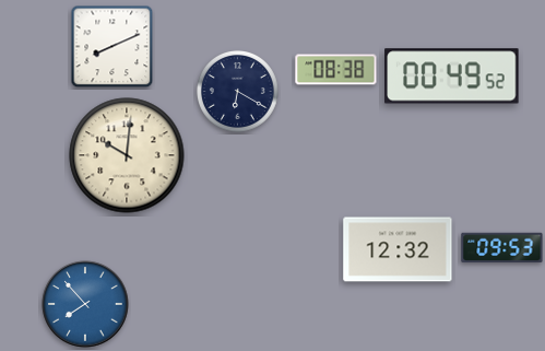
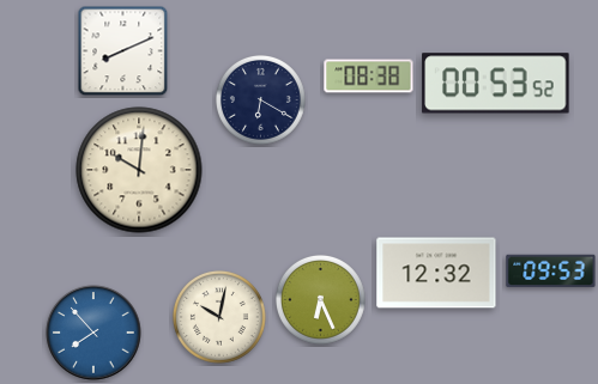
clock at (452, 77): 00:49 -> 00:53
clock at (320, 299): none -> 6:26
clock at (219, 317): none -> 10:02
